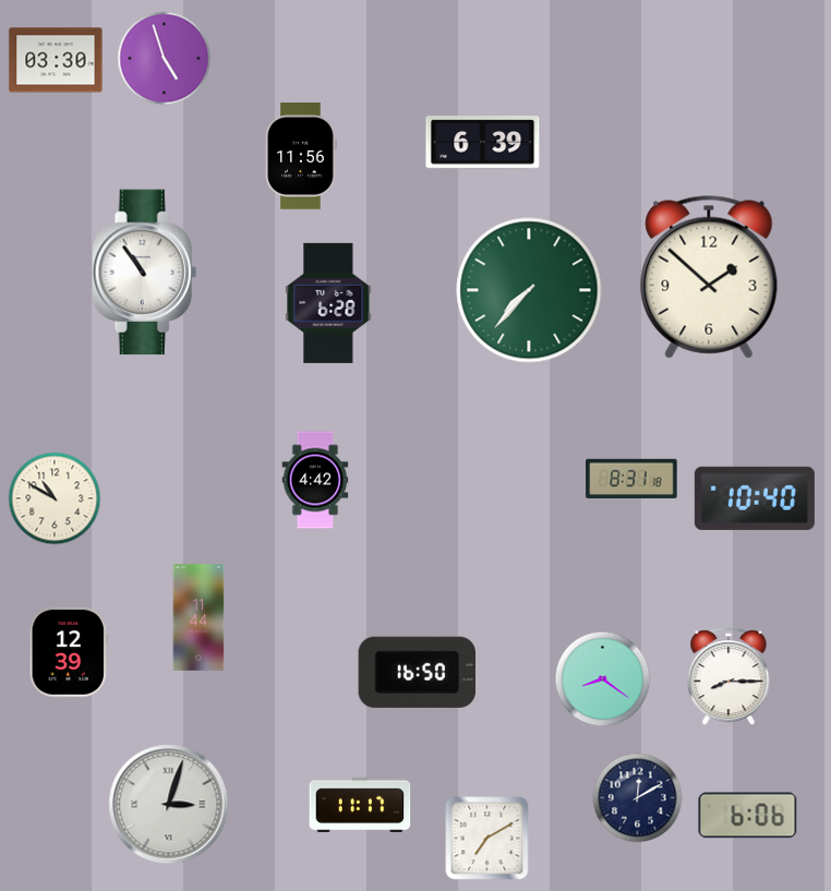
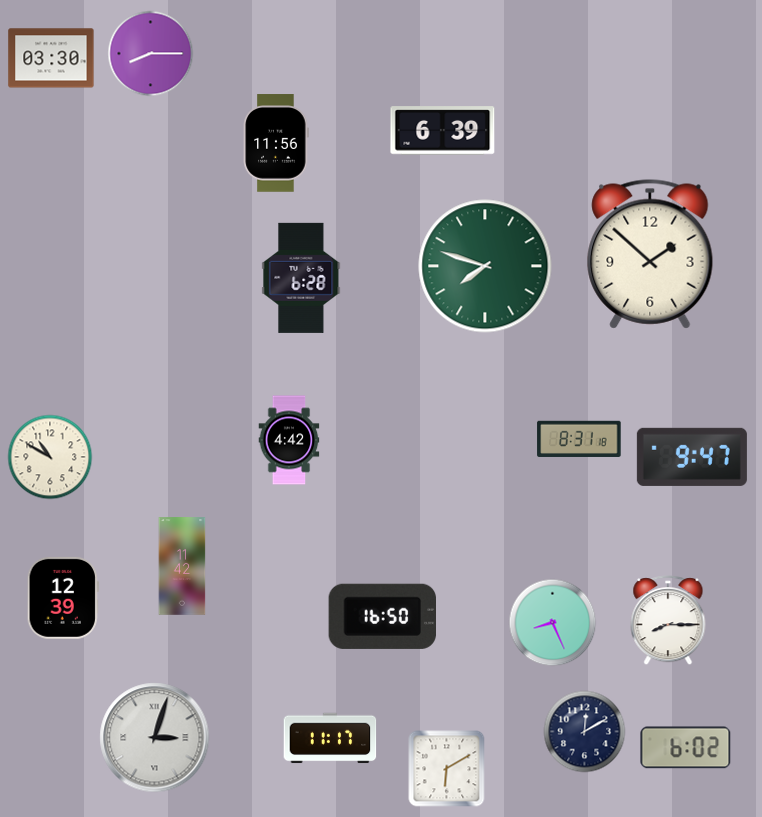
clock at (165, 59): 4:57 -> 8:15
clock at (56, 60) position: (56, 60) -> (51, 58)
clock at (145, 273): 10:54 -> none
clock at (529, 290): 7:37 -> 7:48
clock at (755, 498): 10:40 -> 9:47
clock at (198, 617): 11:44 -> 11:42
clock at (603, 679): 8:21 -> 8:26
clock at (748, 816): 6:06 -> 6:02
clock at (487, 839): 7:10 -> 6:10
